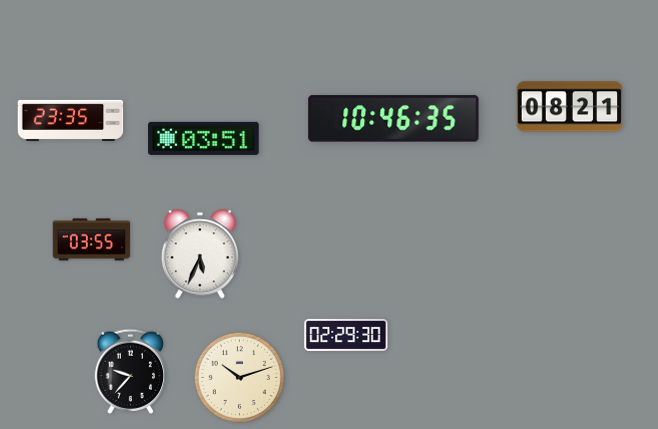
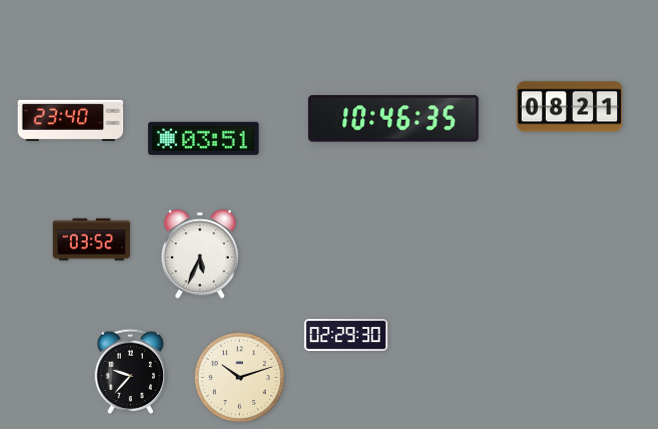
clock at (71, 120): 23:35 -> 23:40
clock at (92, 240): 03:55 -> 03:52
